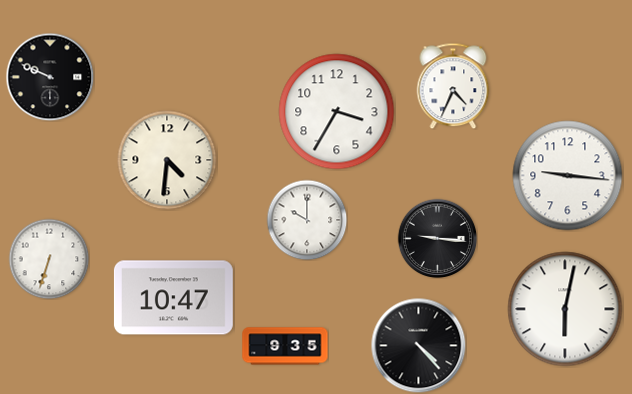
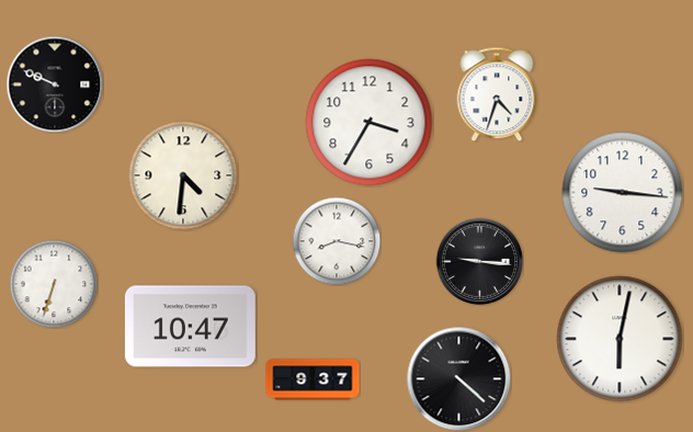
clock at (453, 86): 4:34 -> 4:33
clock at (307, 220): 10:00 -> 8:17
clock at (418, 345): 4:23 -> 4:22
clock at (285, 346): 9:35 -> 9:37
